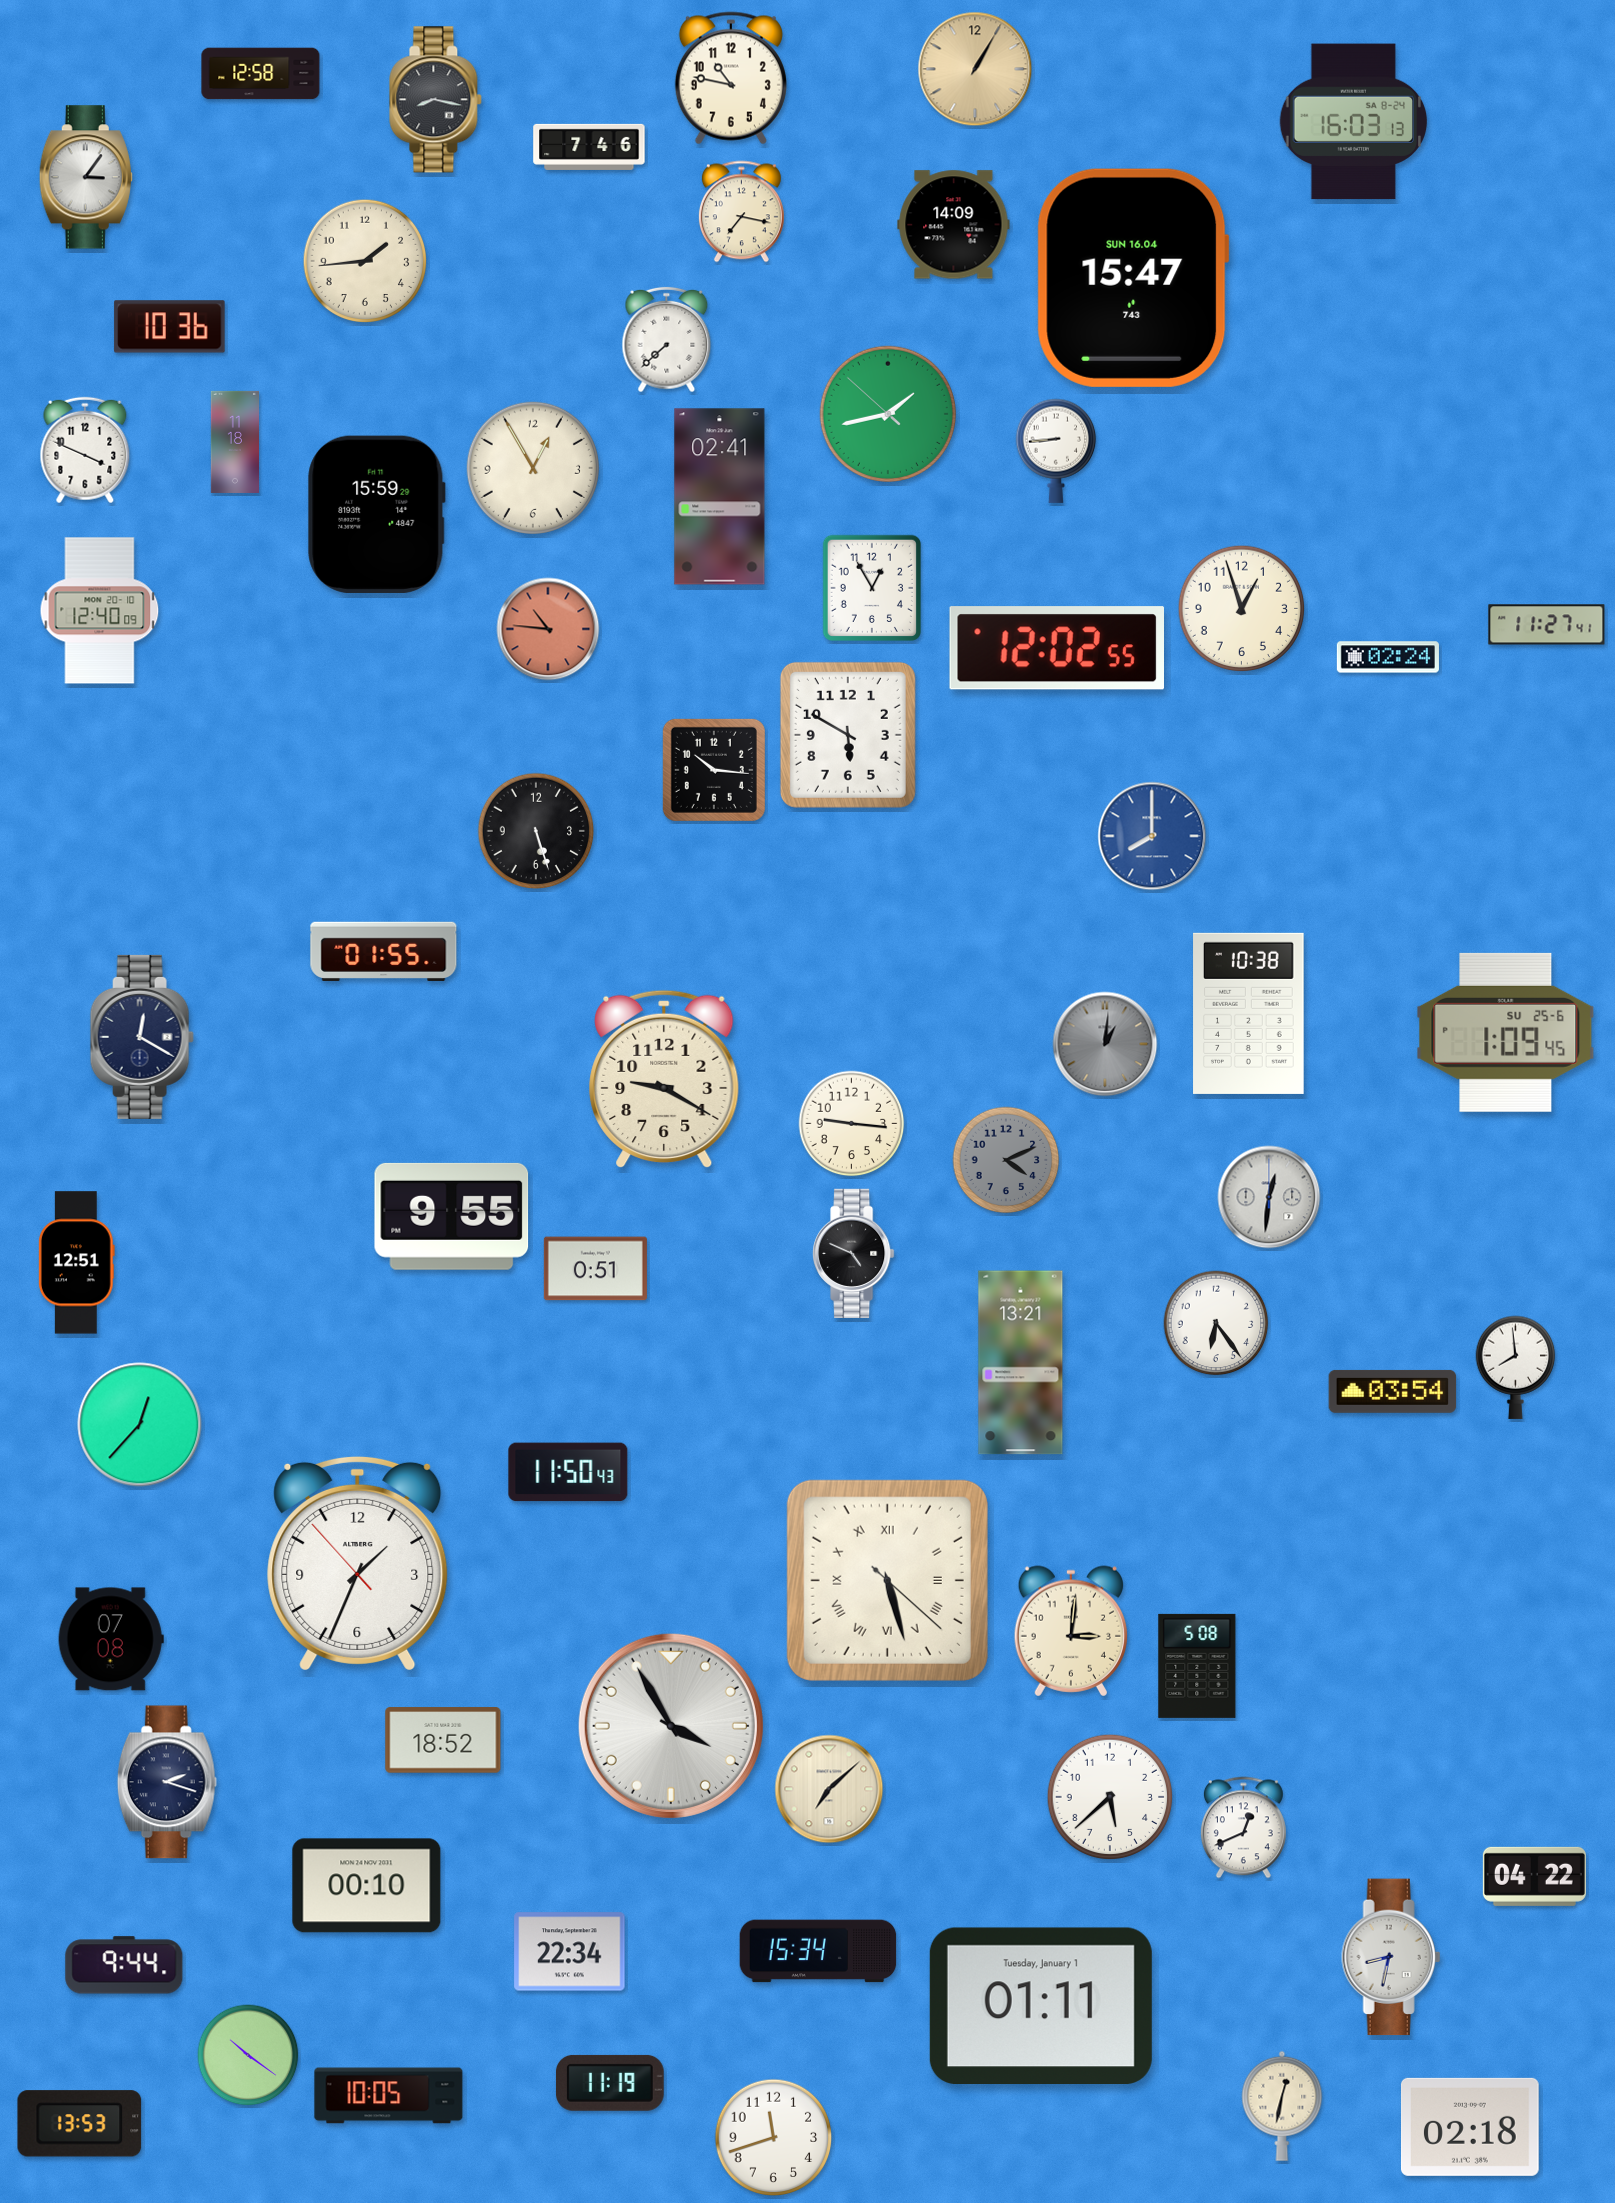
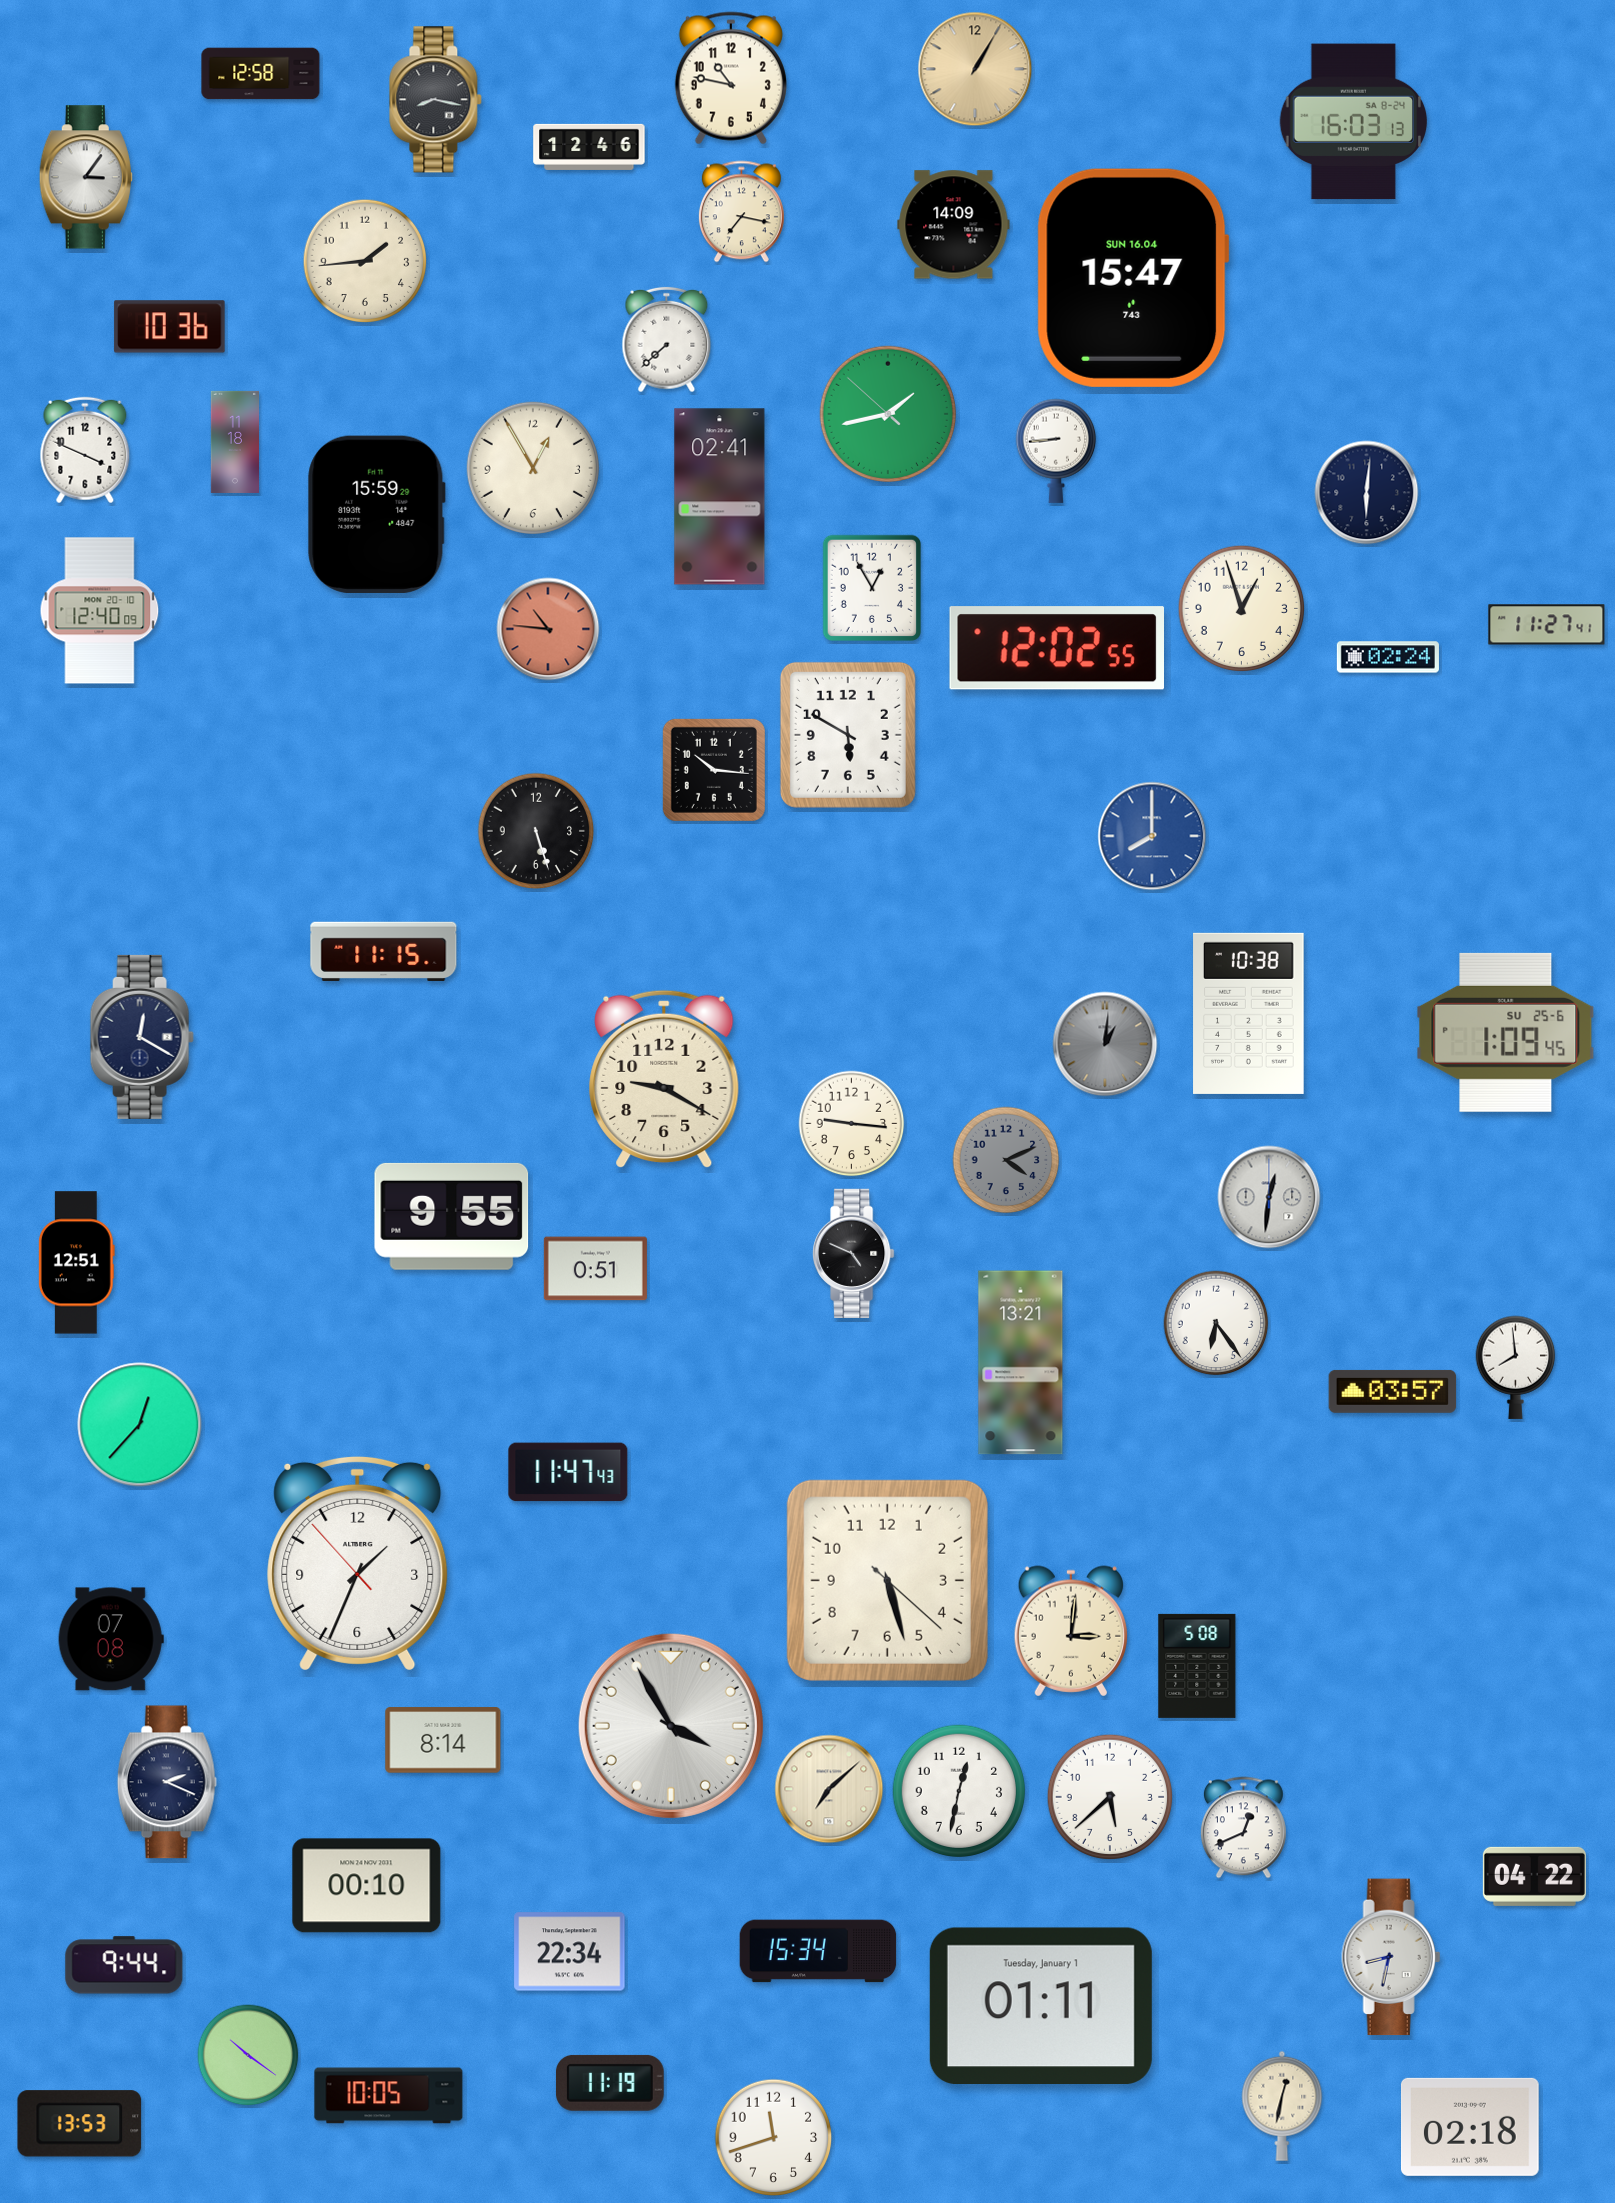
clock at (589, 147): 7:46 -> 12:46
clock at (1367, 493): none -> 6:01
clock at (384, 951): 01:55 -> 11:15
clock at (1393, 1391): 03:54 -> 03:57
clock at (568, 1472): 11:50 -> 11:47
clock at (887, 1580) numerals: Roman -> Arabic
clock at (443, 1740): 18:52 -> 8:14
clock at (167, 1782): 2:18 -> 2:19
clock at (958, 1790): none -> 12:32
